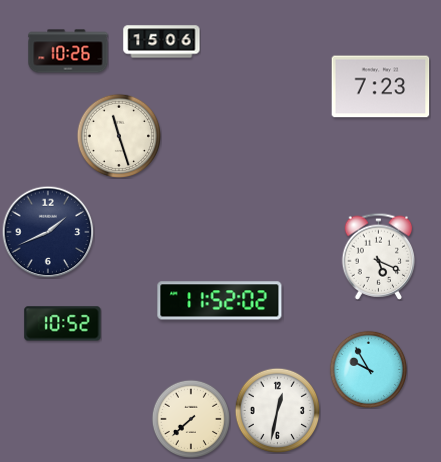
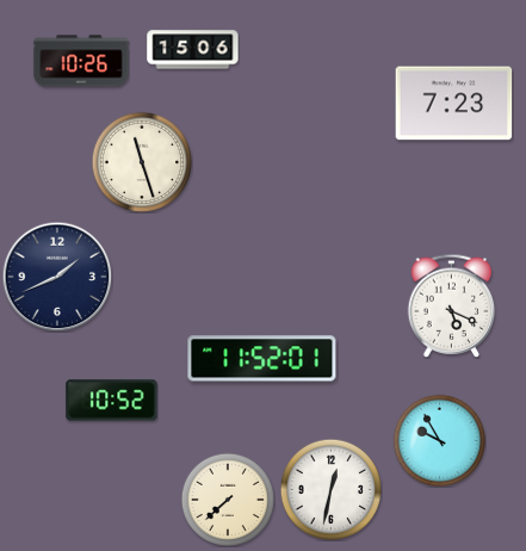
clock at (220, 301): 11:52:02 -> 11:52:01
clock at (63, 324) position: (63, 324) -> (112, 401)
